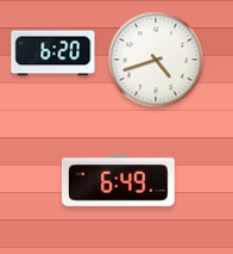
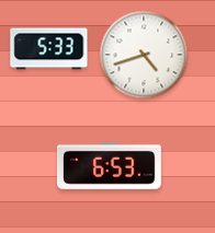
clock at (53, 54): 6:20 -> 5:33
clock at (118, 180): 6:49 -> 6:53
